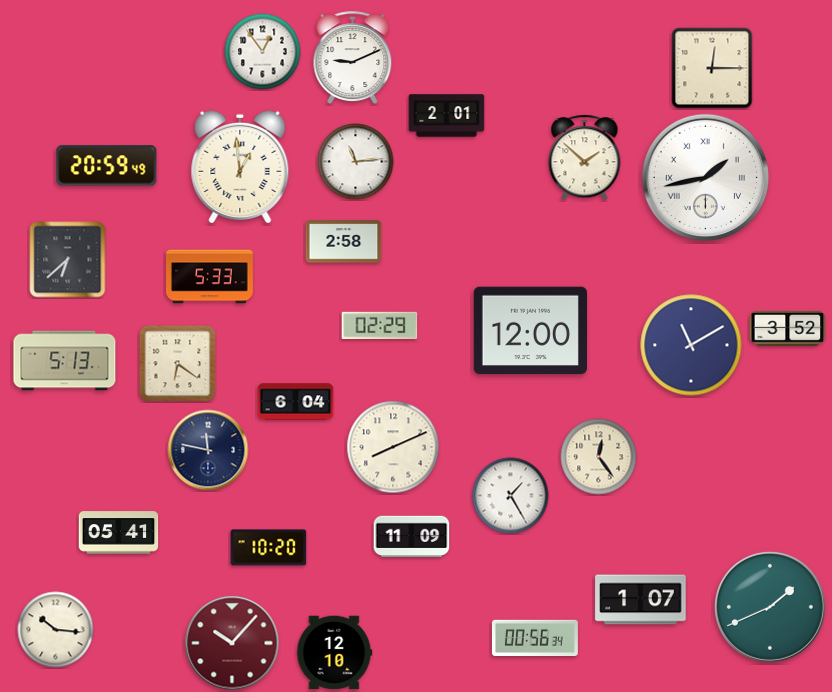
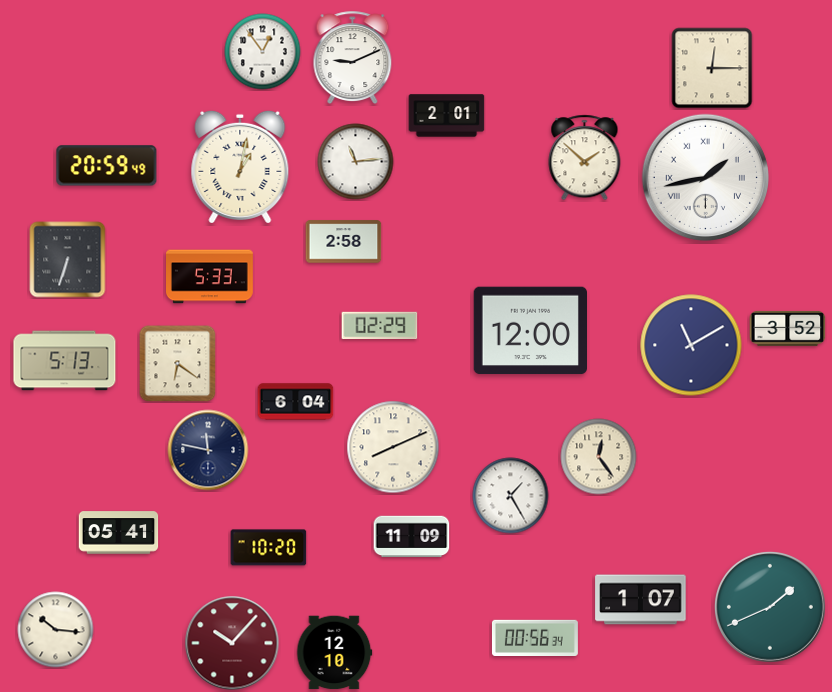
clock at (240, 167): 12:59 -> 1:02
clock at (68, 260): 6:38 -> 6:33
